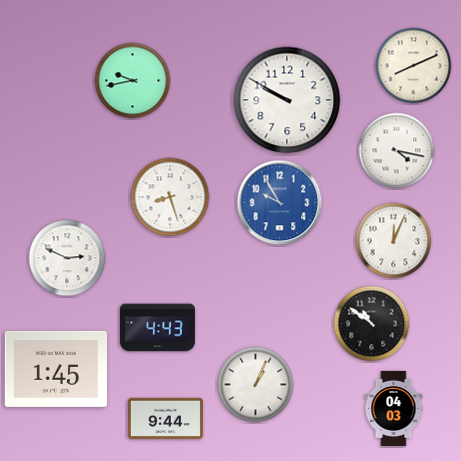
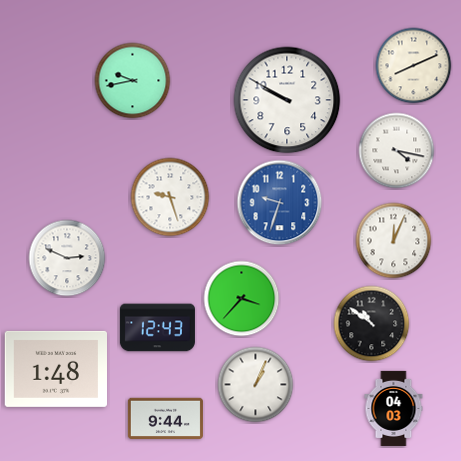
clock at (170, 197): 8:27 -> 9:27
clock at (280, 203): 9:55 -> 9:33
clock at (242, 299): none -> 3:37
clock at (157, 328): 4:43 -> 12:43
clock at (55, 369): 1:45 -> 1:48
